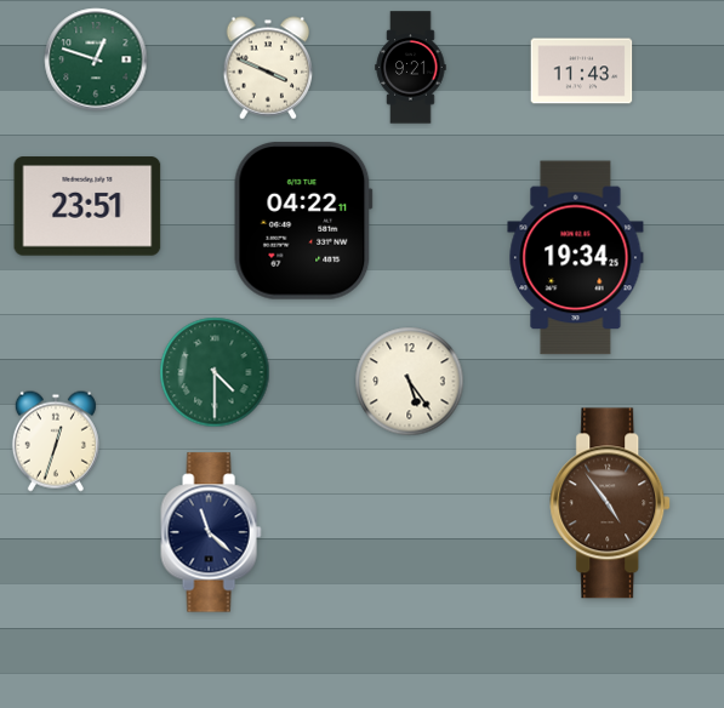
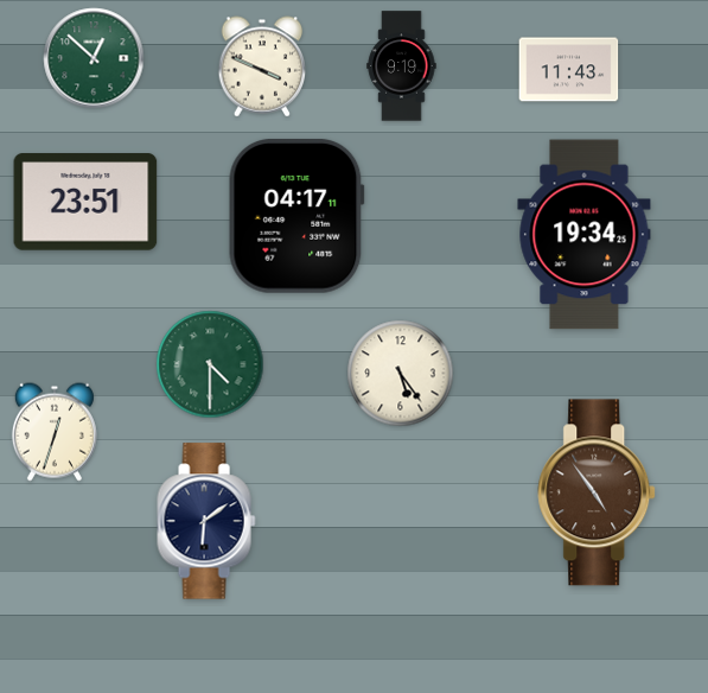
clock at (96, 59): 12:48 -> 12:52
clock at (411, 68): 9:21 -> 9:19
clock at (303, 221): 04:22 -> 04:17
clock at (576, 258) position: (576, 258) -> (585, 235)
clock at (211, 532): 11:22 -> 6:09
